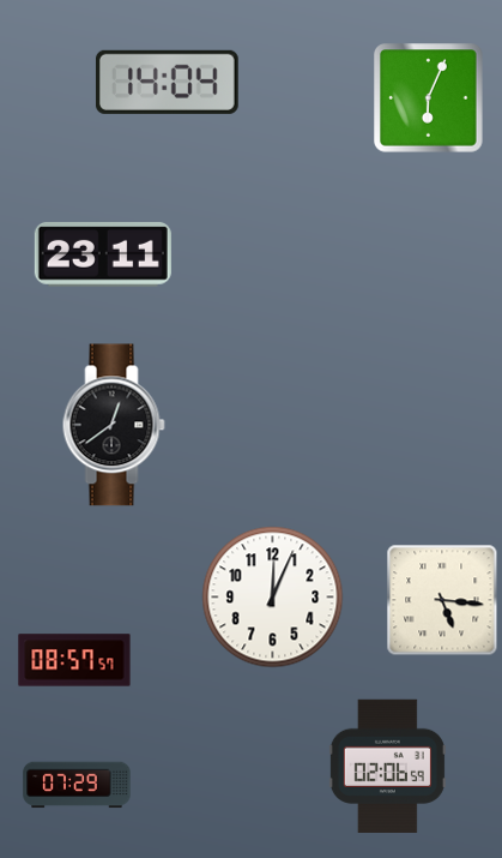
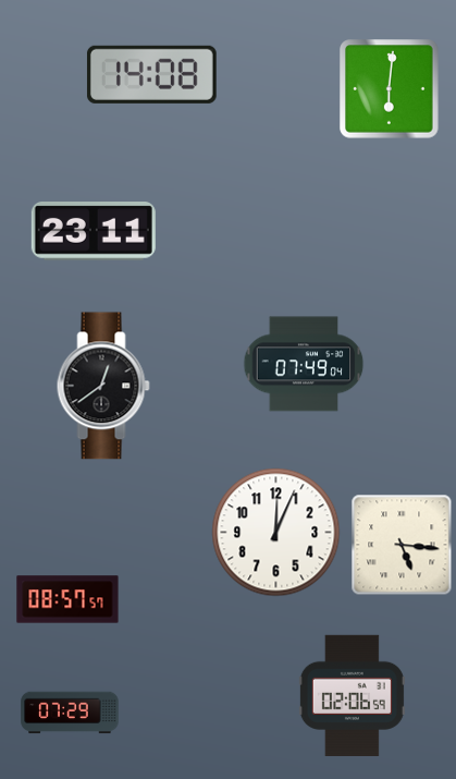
clock at (167, 82): 14:04 -> 14:08
clock at (429, 98): 6:04 -> 6:01
clock at (304, 364): none -> 07:49
clock at (273, 598) position: (273, 598) -> (276, 533)
